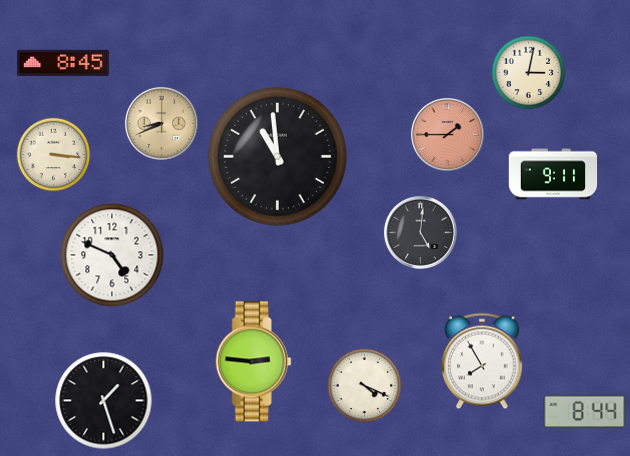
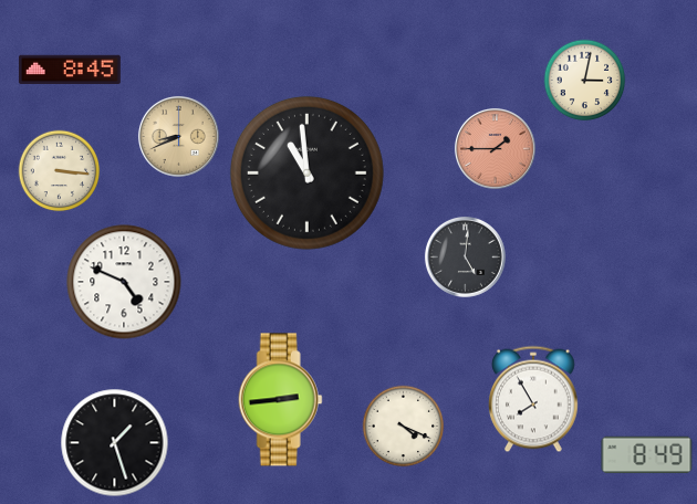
clock at (553, 174): 9:11 -> none
clock at (253, 362): 2:46 -> 2:44
clock at (585, 412): 8:44 -> 8:49
